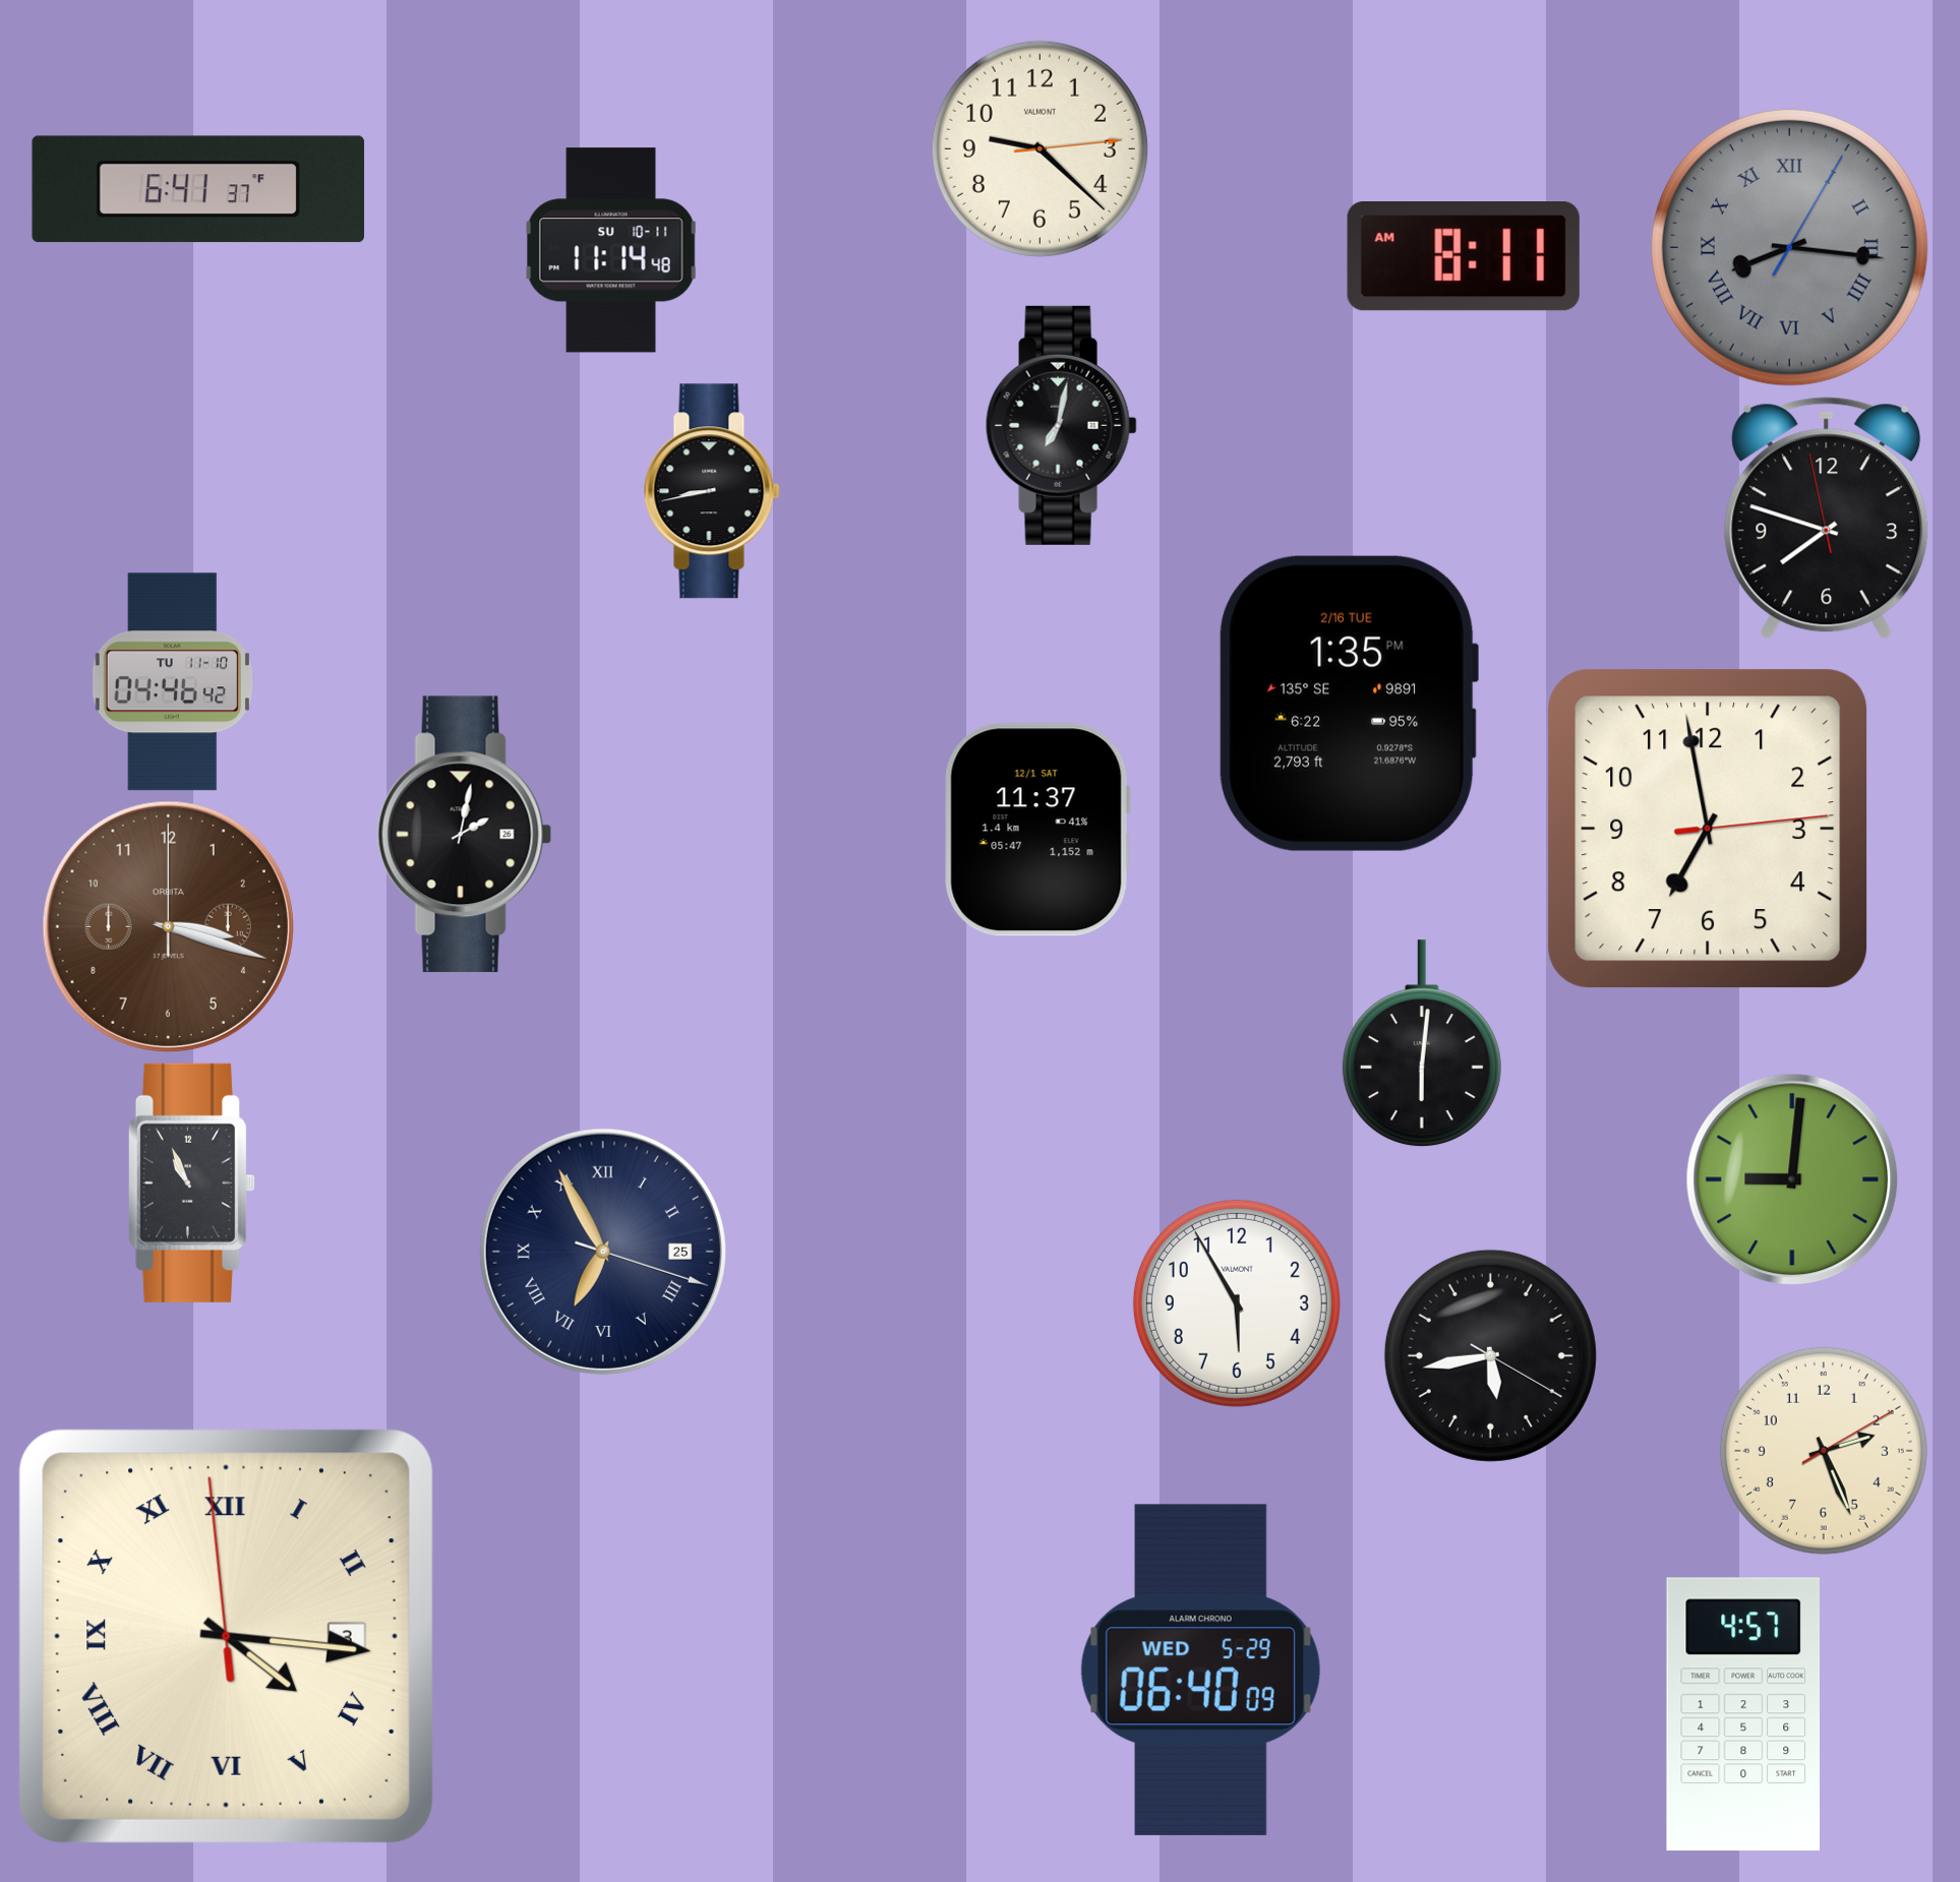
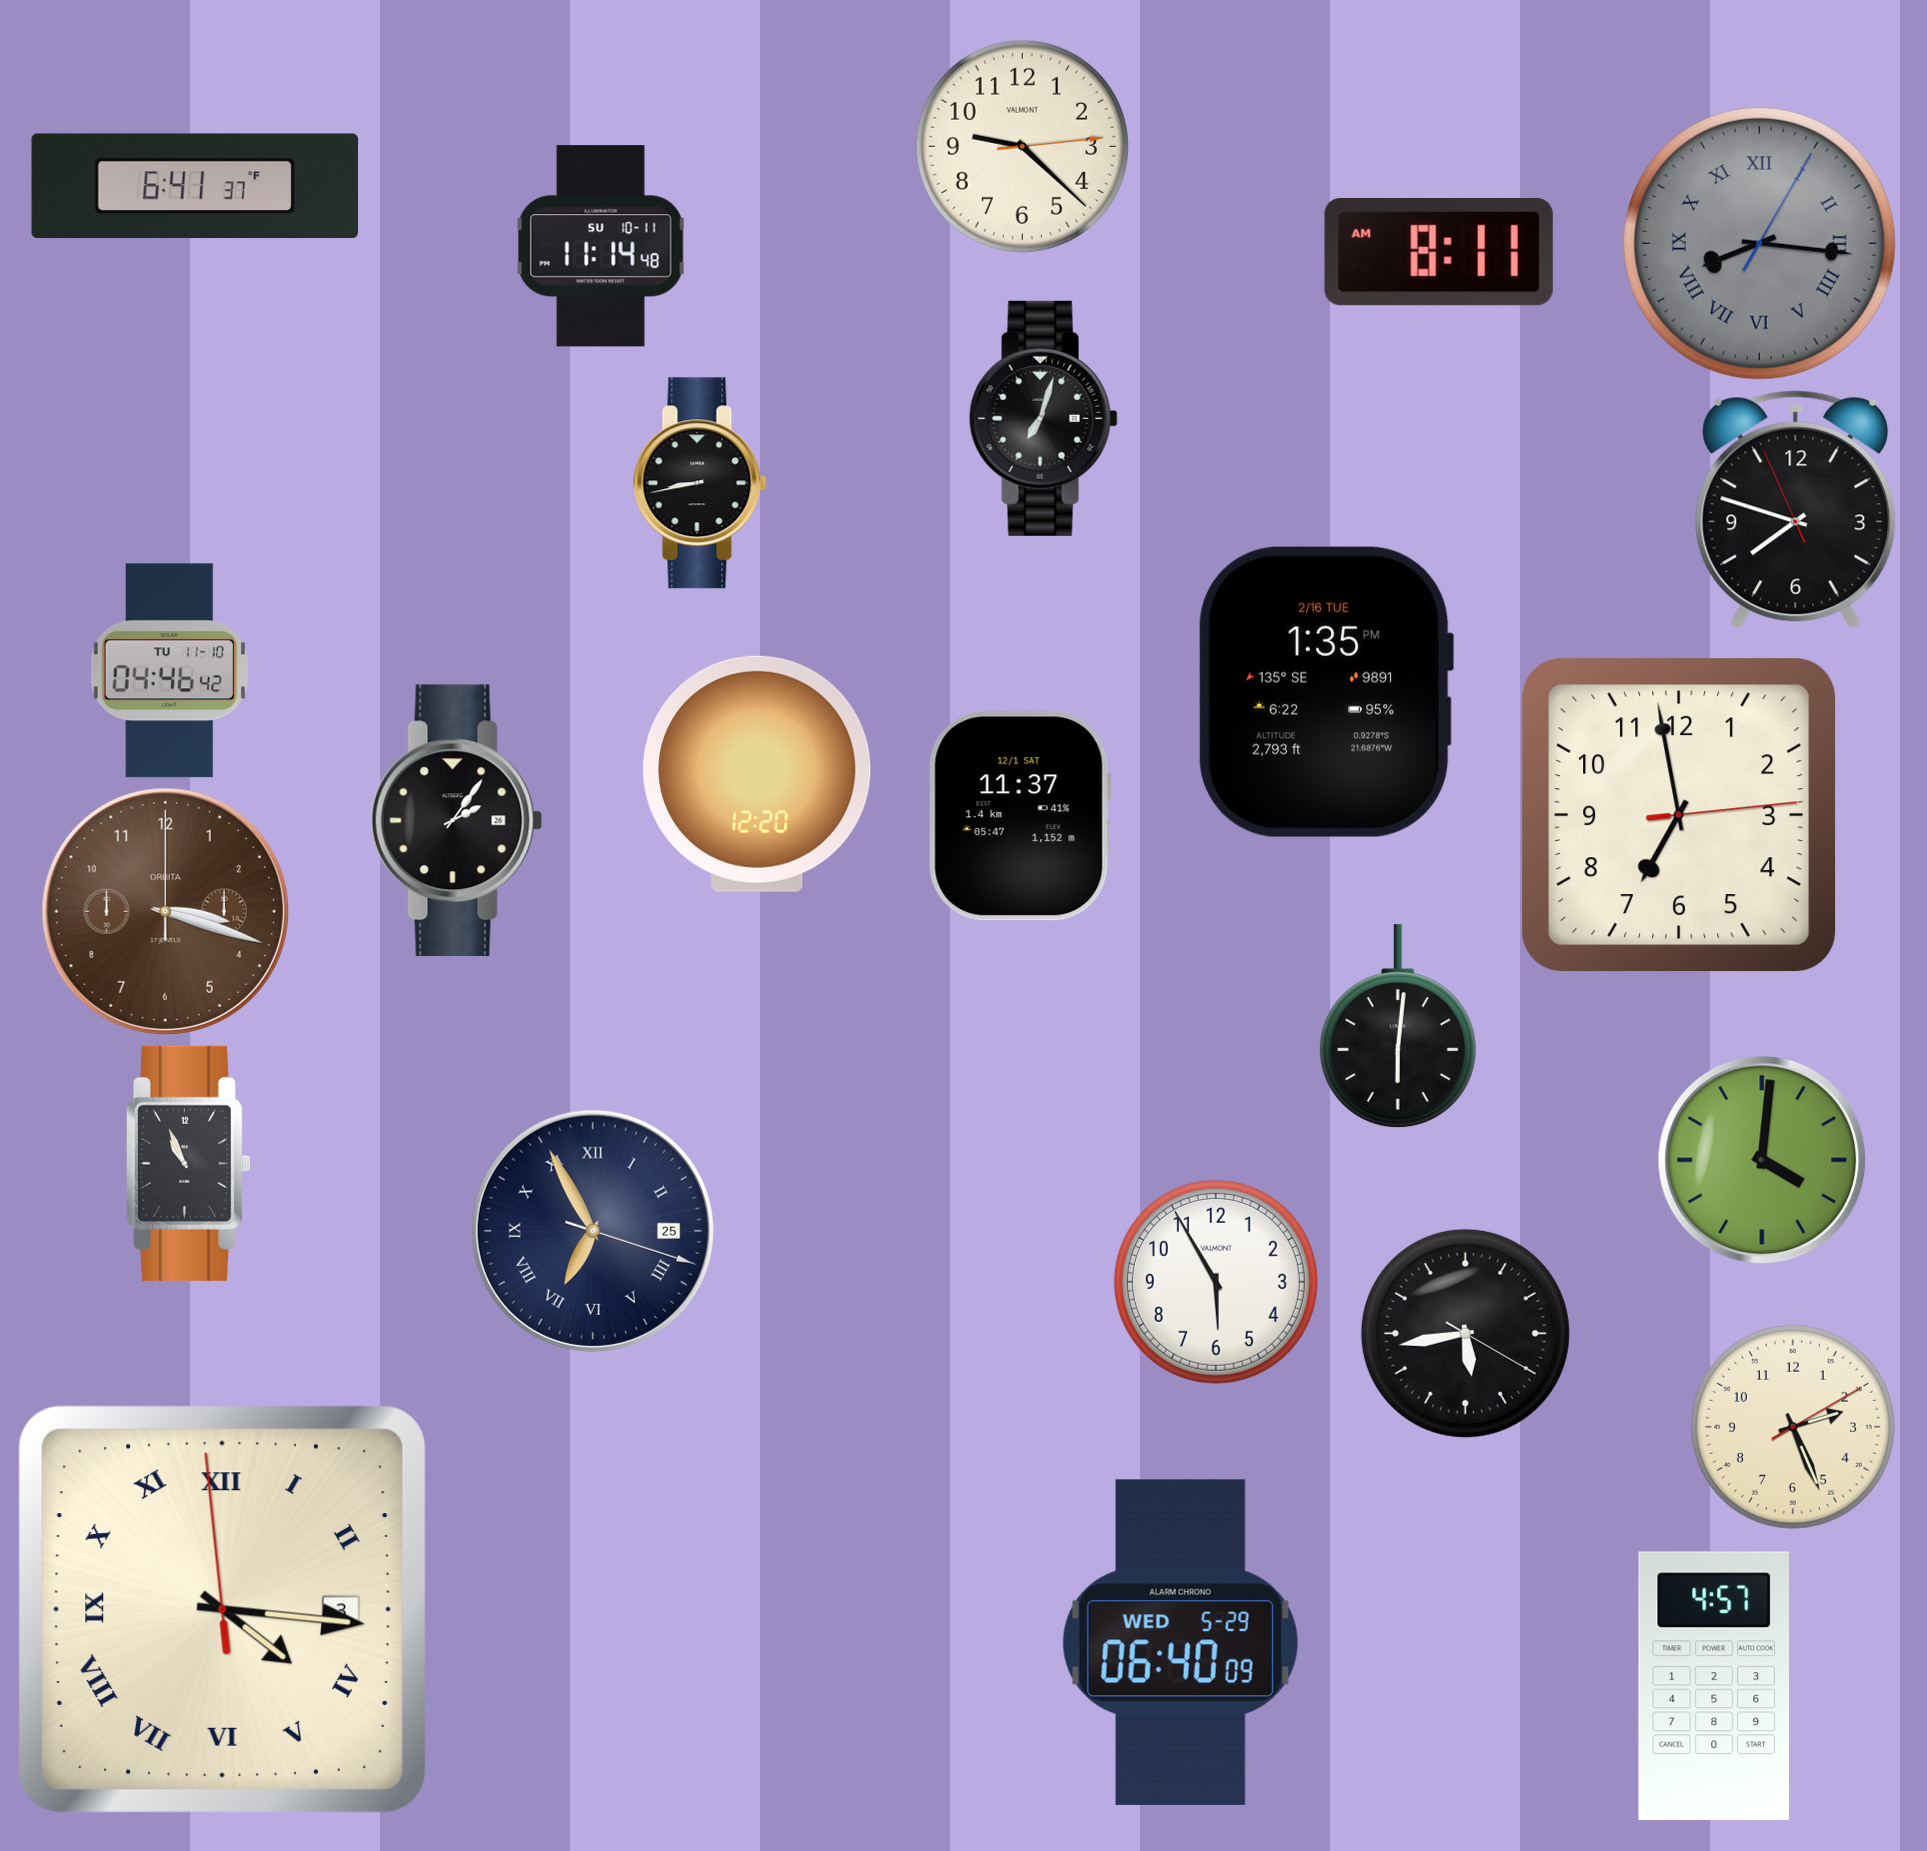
clock at (1061, 425): 7:02 -> 7:03
clock at (1827, 519): 7:47:58 -> 7:47:56
clock at (757, 774): none -> 12:20
clock at (465, 835): 2:02 -> 2:06
clock at (1792, 1179): 9:01 -> 4:01
